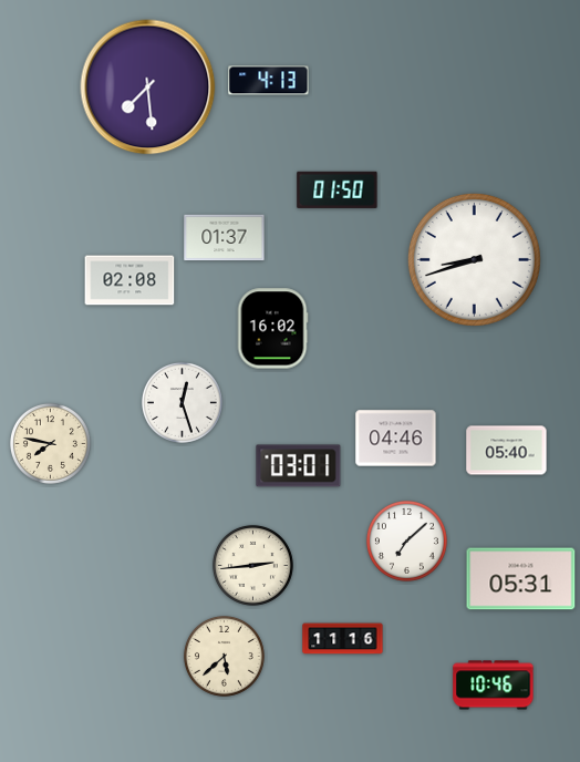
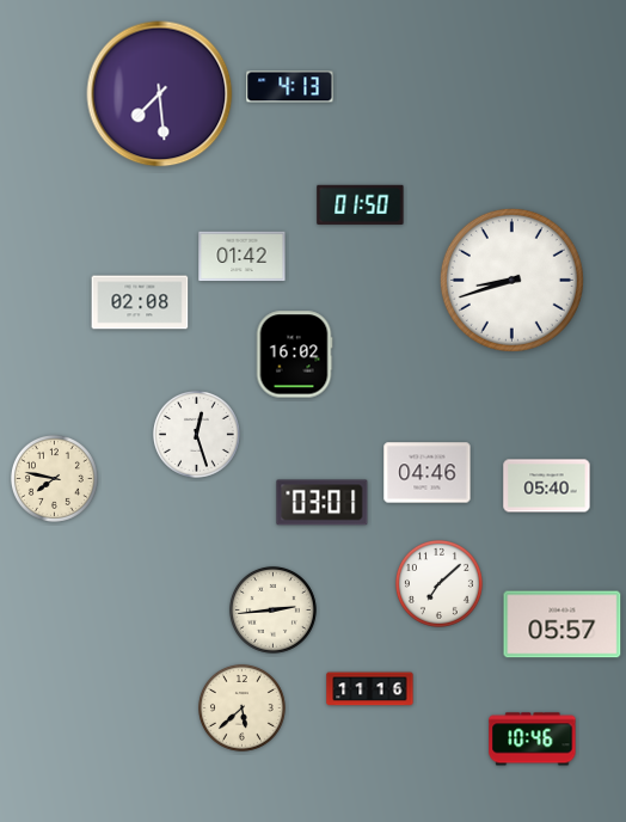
clock at (338, 189) position: (338, 189) -> (361, 204)
clock at (225, 238): 01:37 -> 01:42
clock at (521, 579): 05:31 -> 05:57
